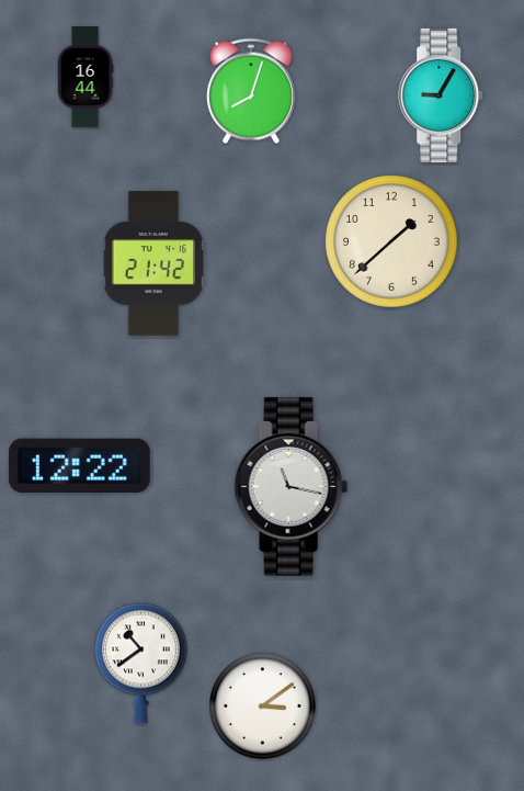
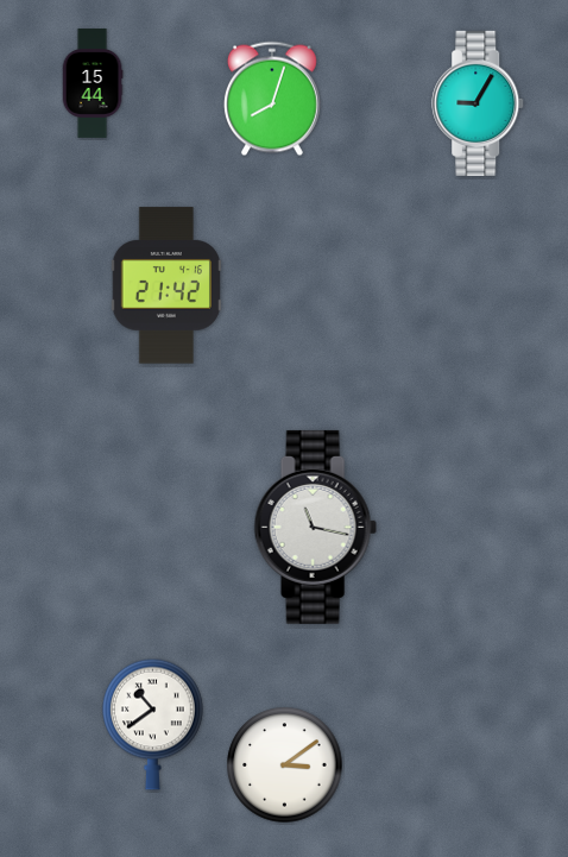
clock at (86, 77): 16:44 -> 15:44
clock at (391, 241): 1:38 -> none
clock at (79, 466): 12:22 -> none
clock at (141, 663) position: (141, 663) -> (153, 724)
